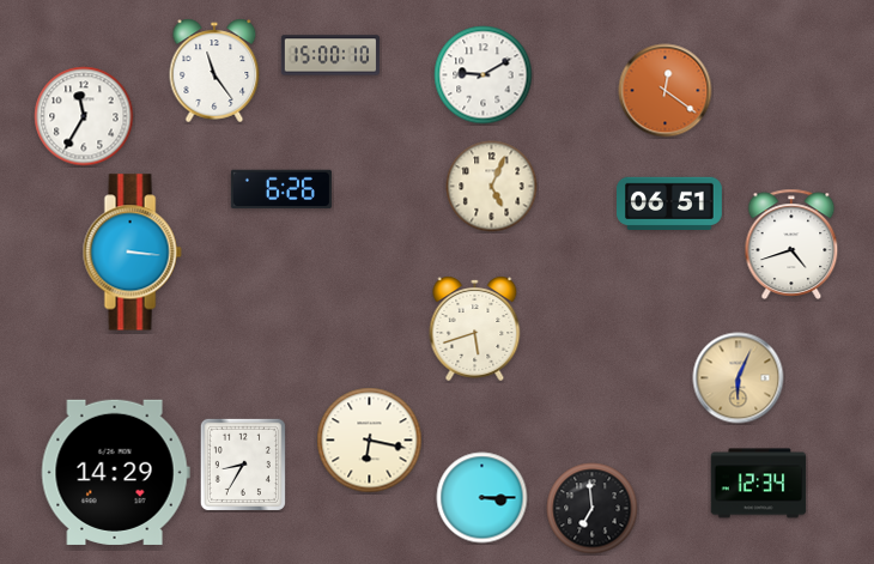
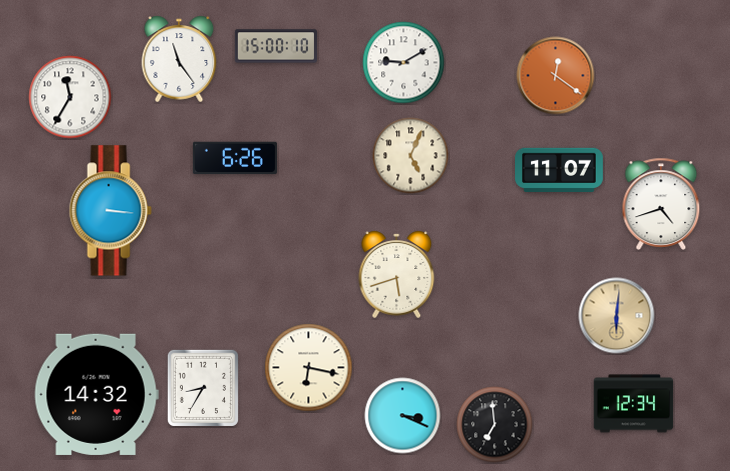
clock at (670, 202): 06:51 -> 11:07
clock at (739, 378): 6:04 -> 6:01
clock at (115, 472): 14:29 -> 14:32
clock at (482, 498): 3:15 -> 3:19
